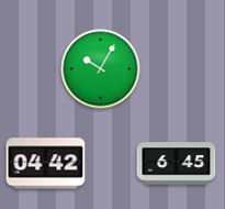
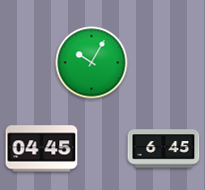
clock at (46, 164): 04:42 -> 04:45
clock at (177, 164) position: (177, 164) -> (164, 149)
